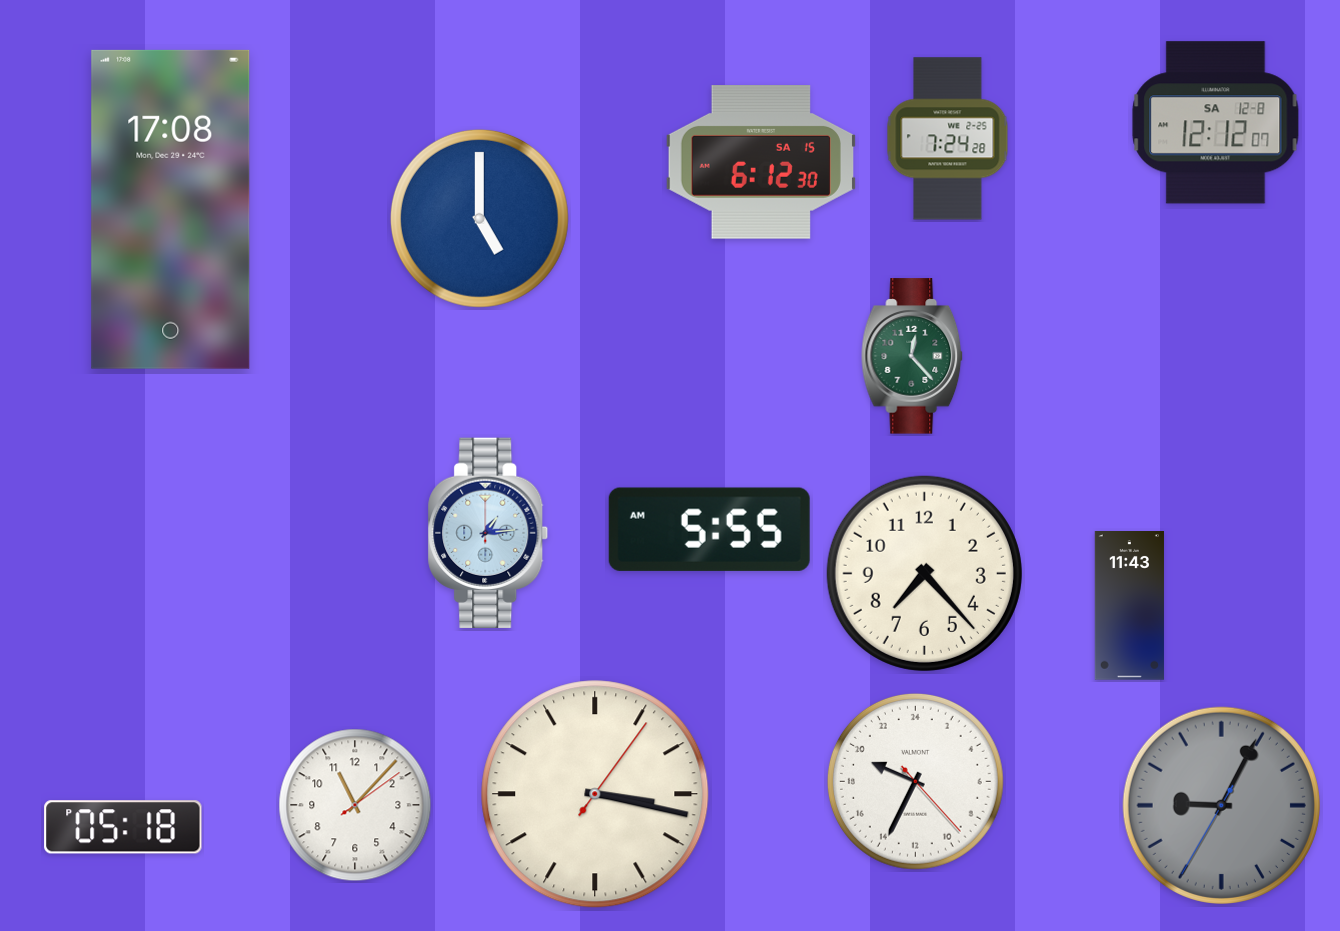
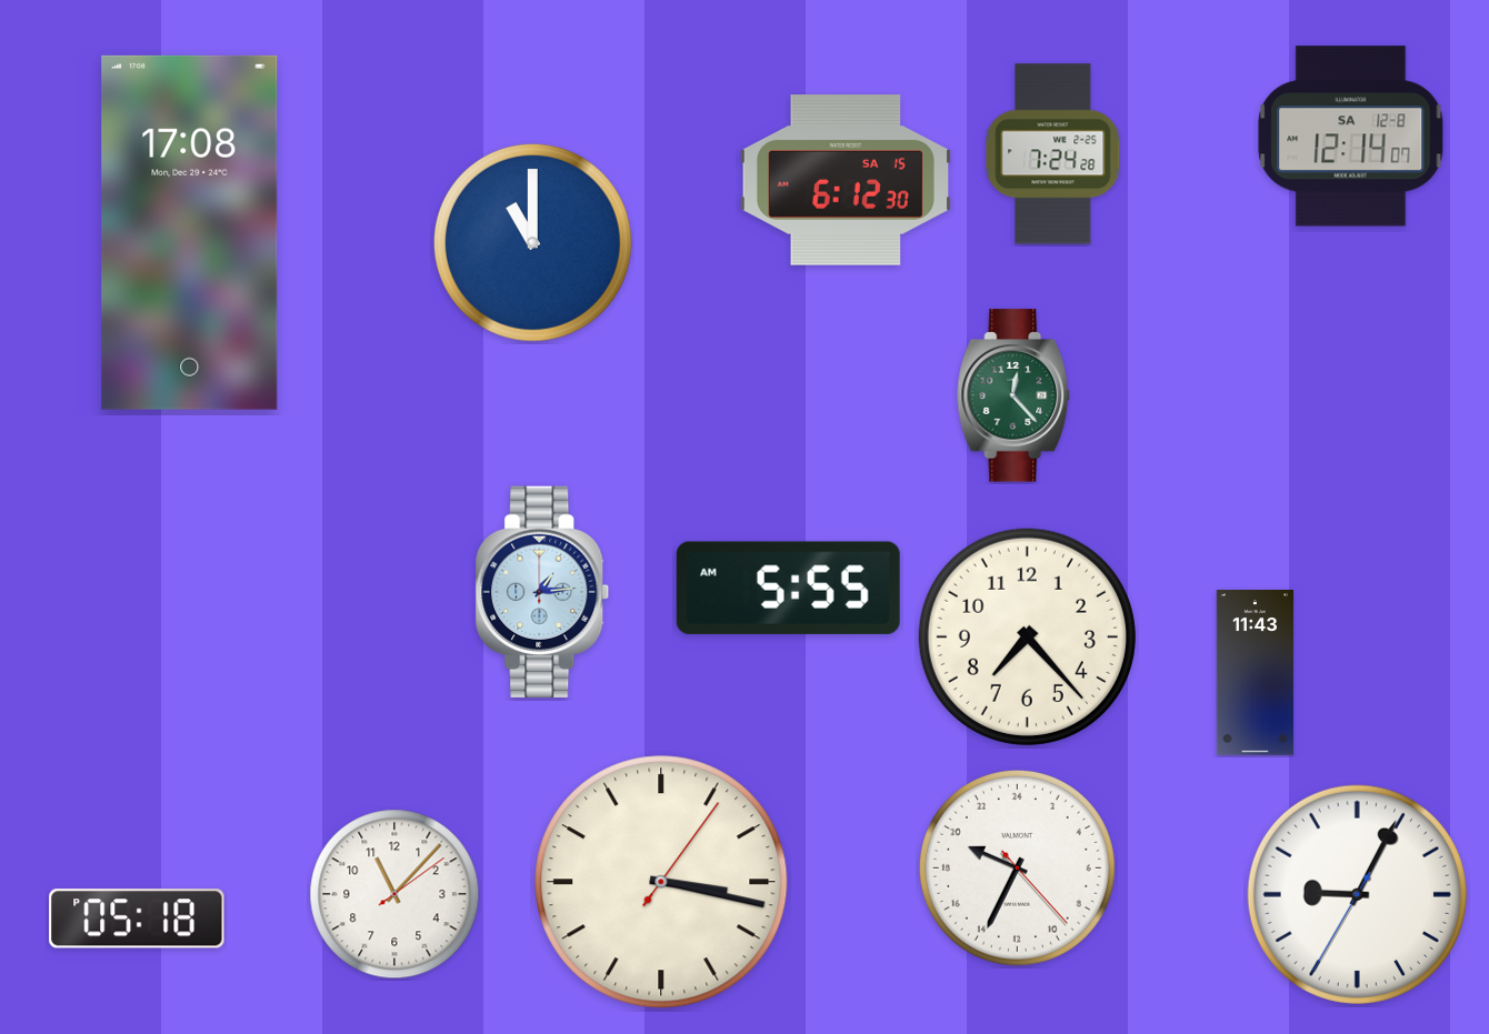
clock at (1216, 123): 12:12 -> 12:14
clock at (479, 218): 5:00 -> 11:00
clock at (1221, 805) dial: grey -> white
